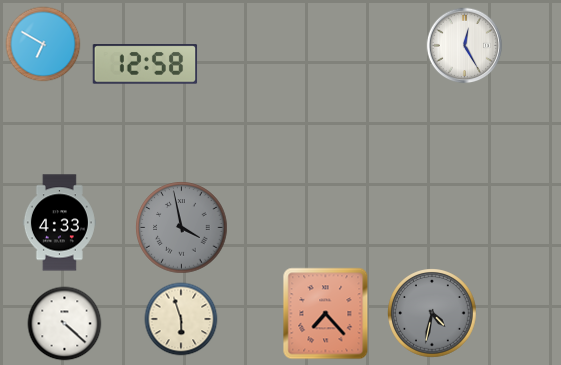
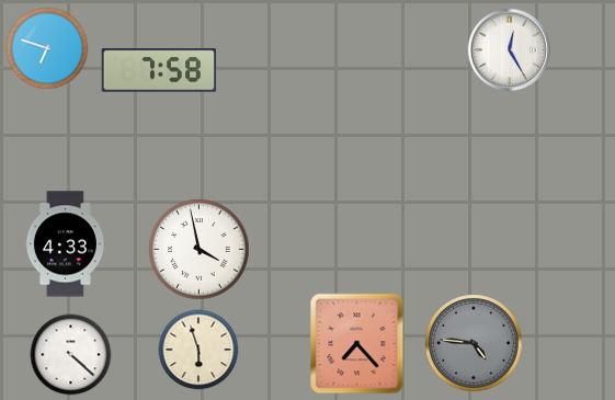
clock at (43, 44): 6:50 -> 6:48
clock at (145, 64): 12:58 -> 7:58
clock at (182, 228) dial: grey -> white
clock at (432, 313): 4:32 -> 4:46
